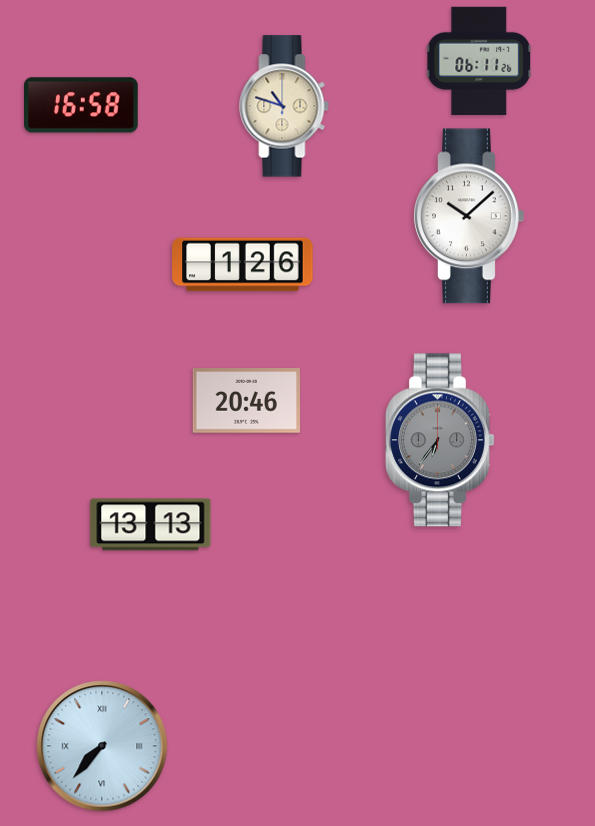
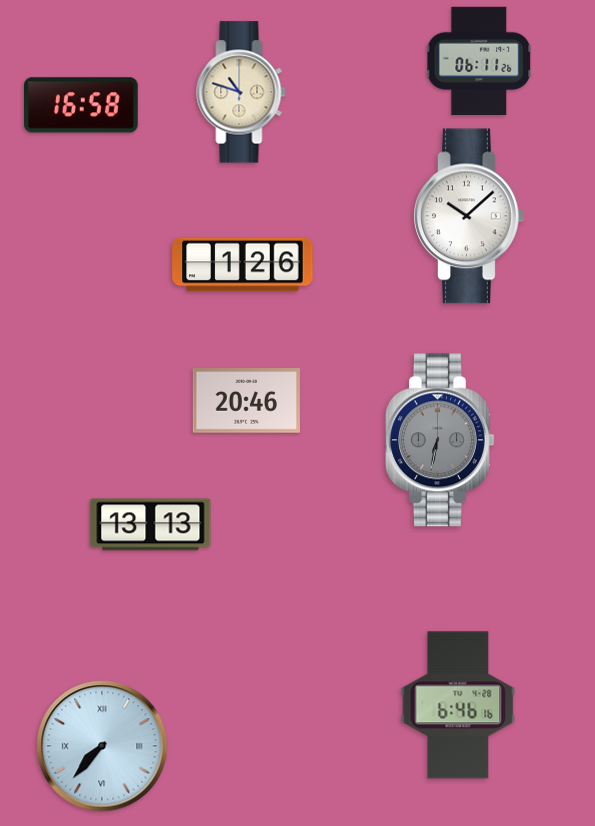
clock at (284, 106) position: (284, 106) -> (241, 92)
clock at (441, 440): 6:36 -> 6:32
clock at (458, 705): none -> 6:46
